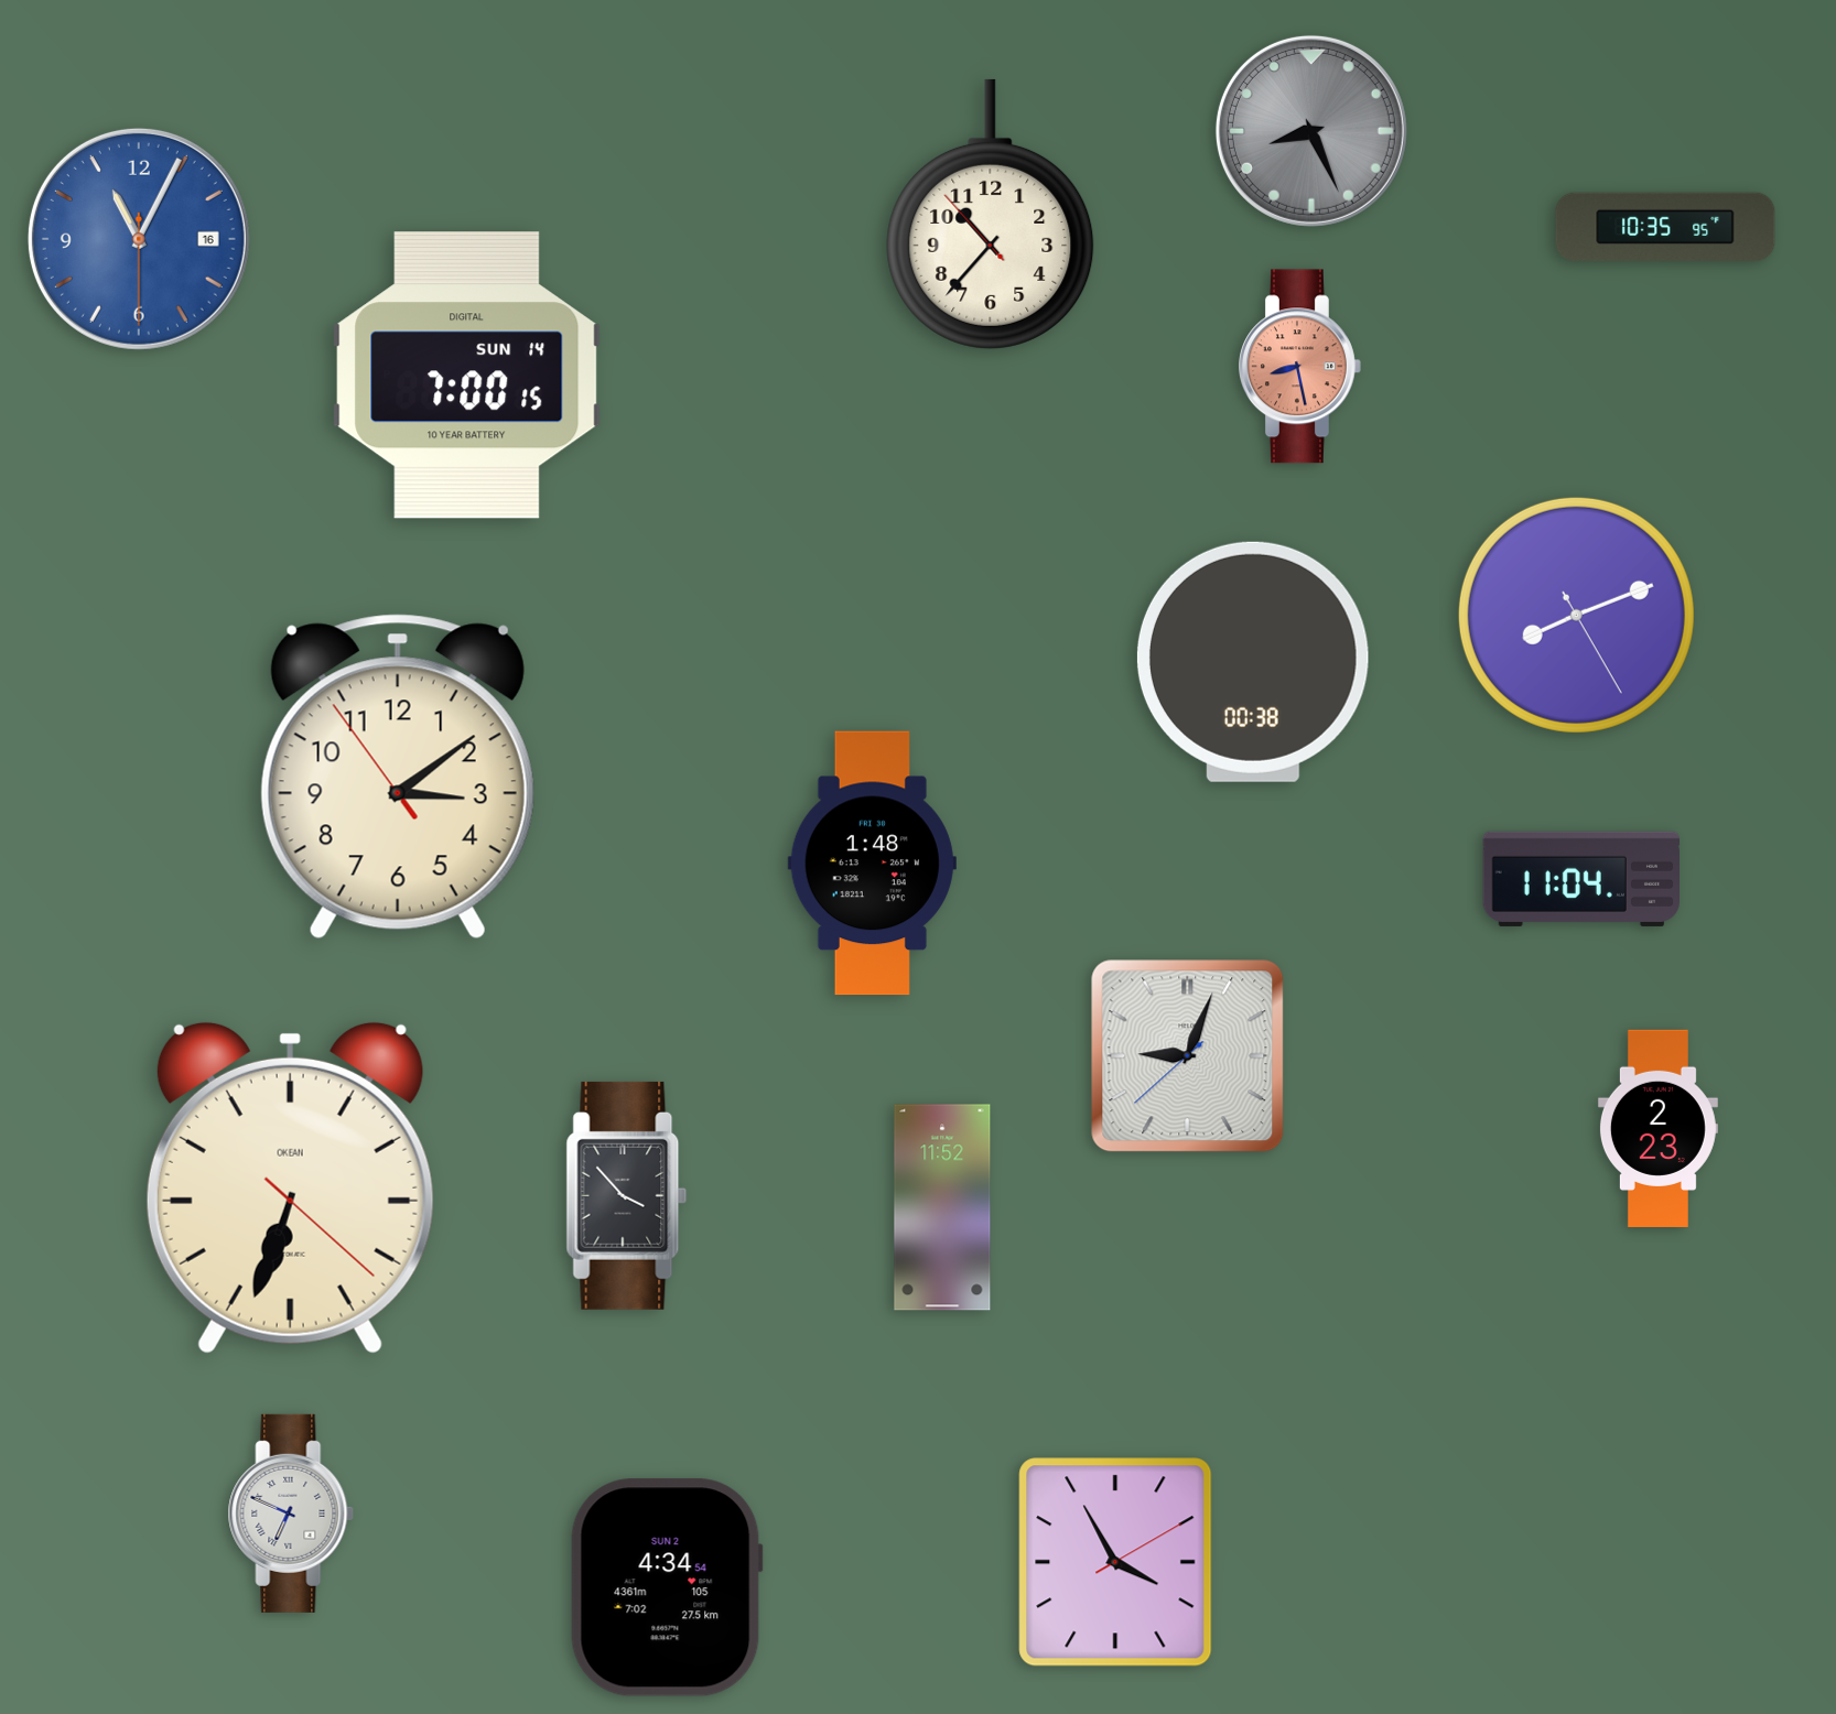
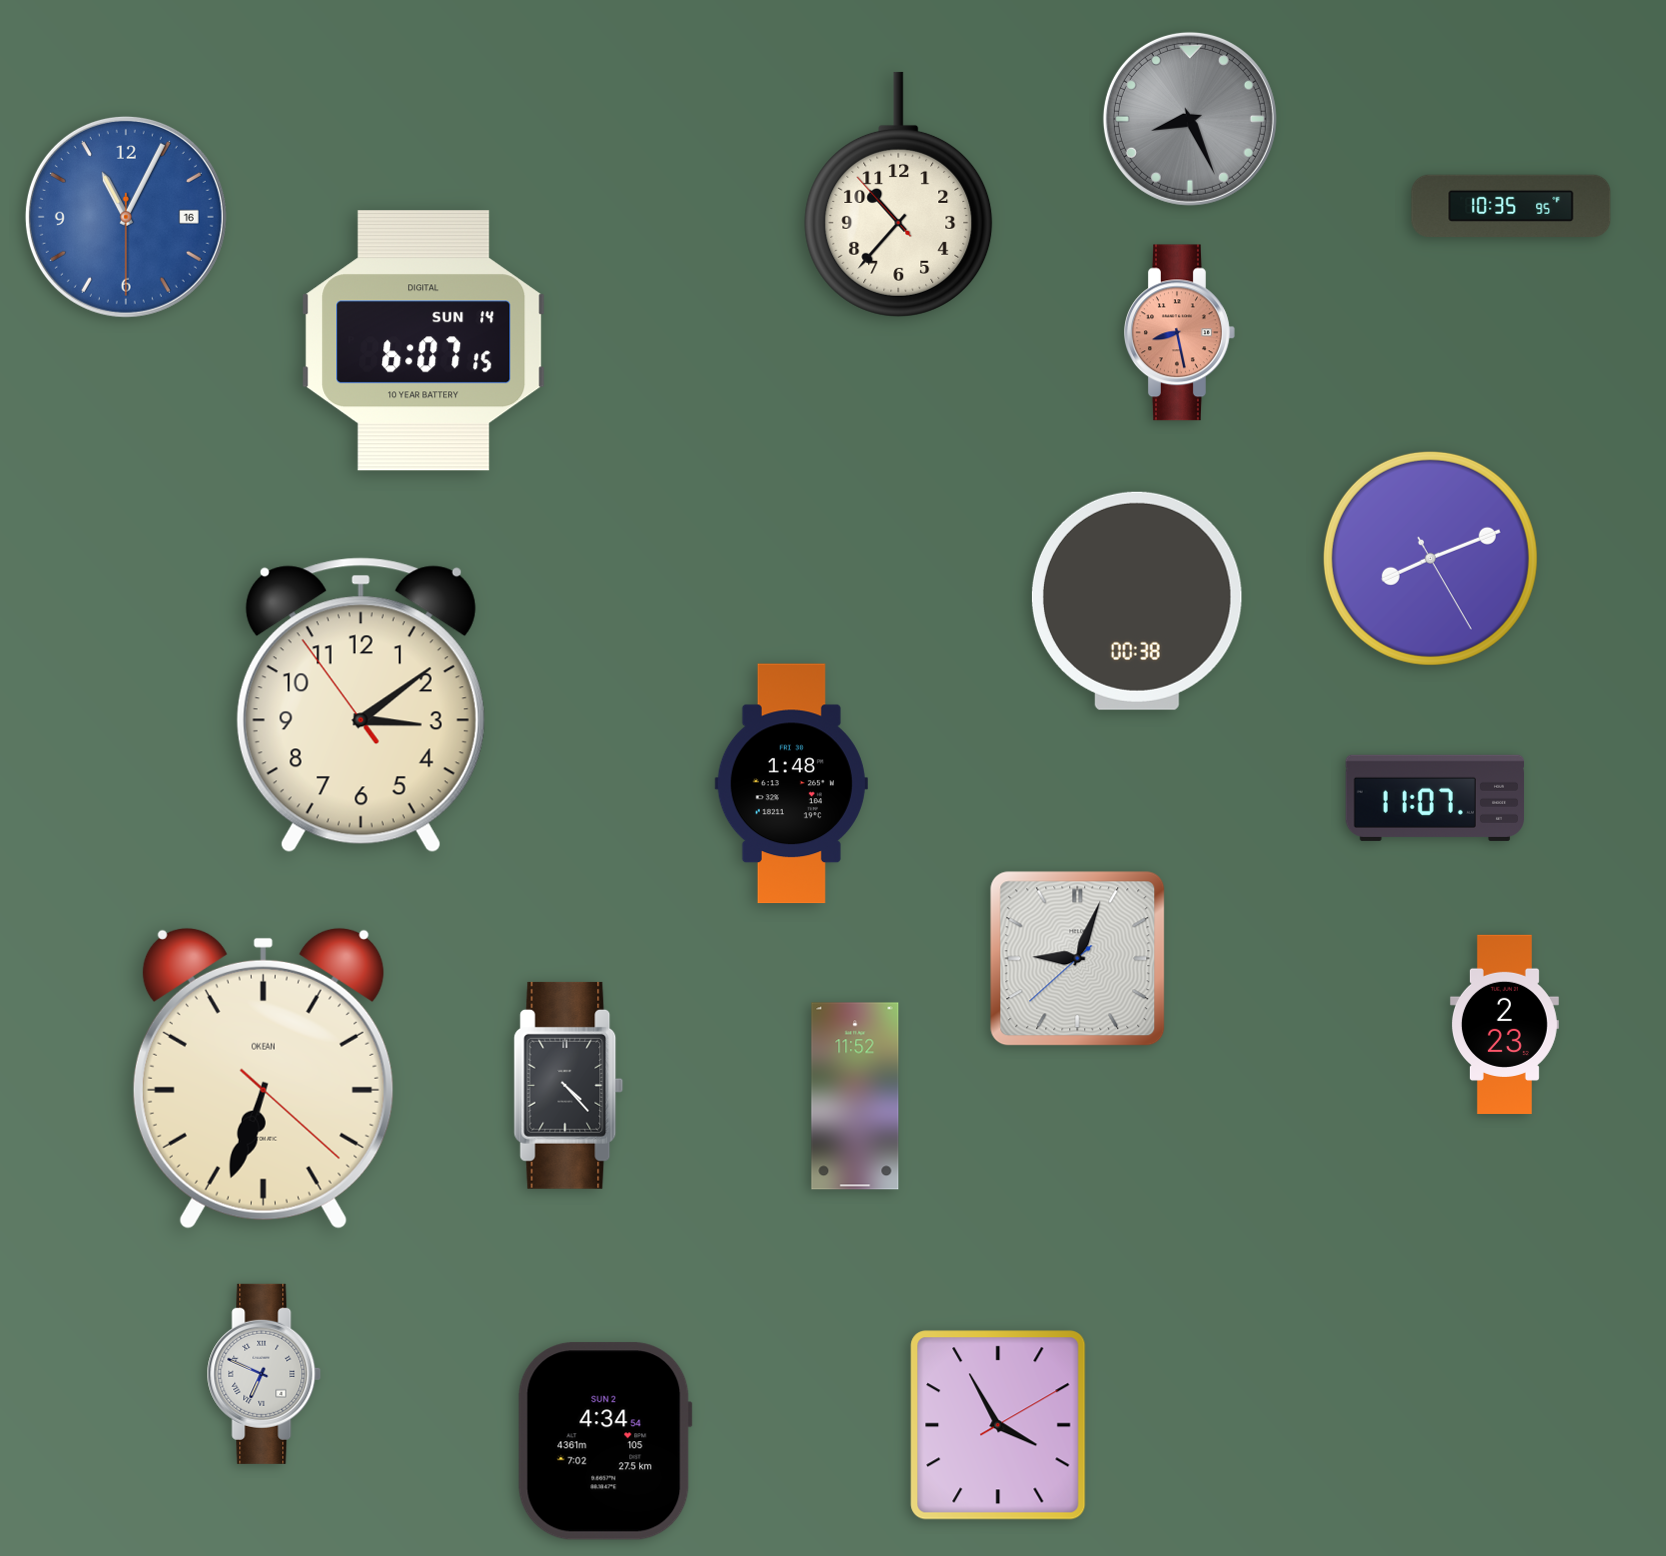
clock at (467, 376): 7:00 -> 6:07
clock at (1580, 879): 11:04 -> 11:07
clock at (627, 1195): 3:53 -> 4:23
clock at (1115, 1562) position: (1115, 1562) -> (998, 1425)
